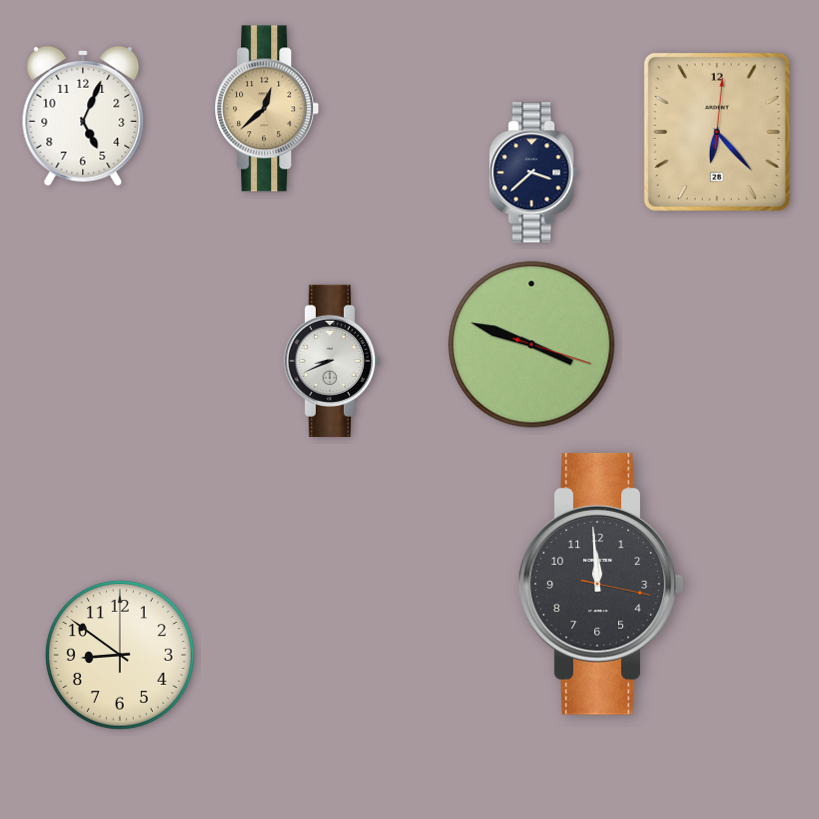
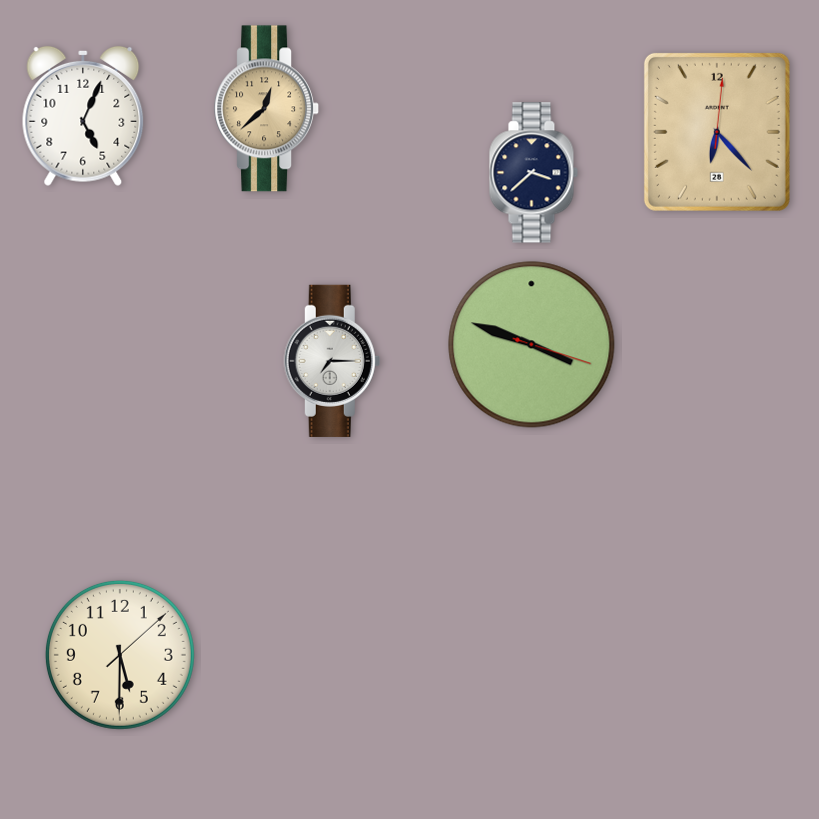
clock at (332, 361): 8:41 -> 7:15
clock at (600, 584): 11:59 -> none
clock at (120, 655): 8:51 -> 5:30
